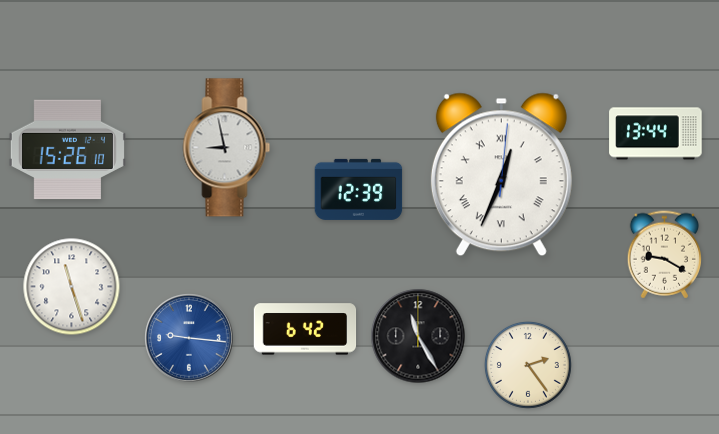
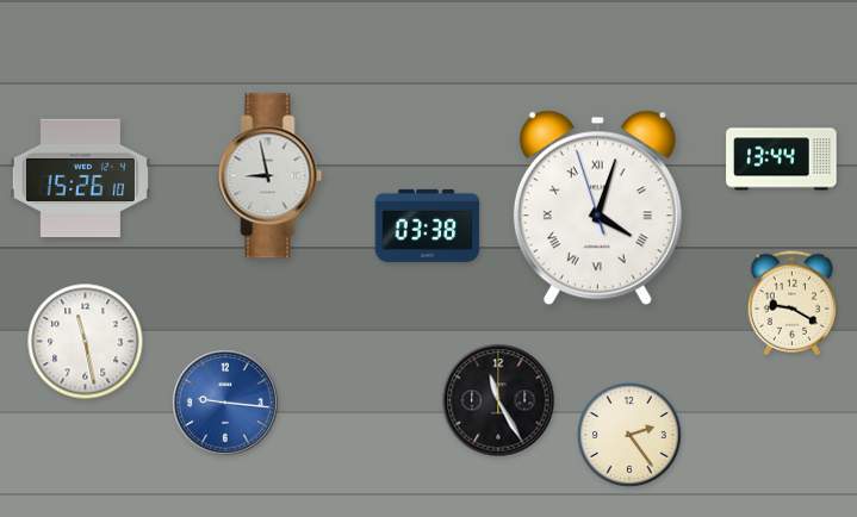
clock at (501, 175): 12:34 -> 4:02
clock at (359, 189): 12:39 -> 03:38
clock at (72, 287): 11:27 -> 11:28
clock at (305, 329): 6:42 -> none
